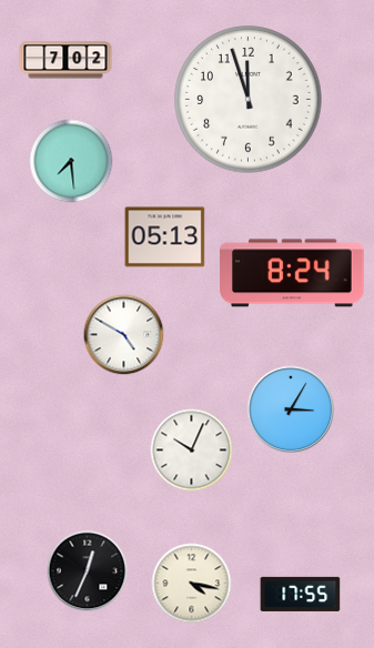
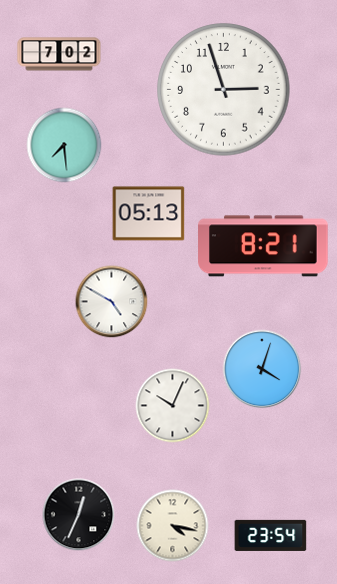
clock at (249, 100): 11:57 -> 2:57
clock at (292, 273): 8:24 -> 8:21
clock at (291, 409): 3:05 -> 4:03
clock at (301, 594): 17:55 -> 23:54
